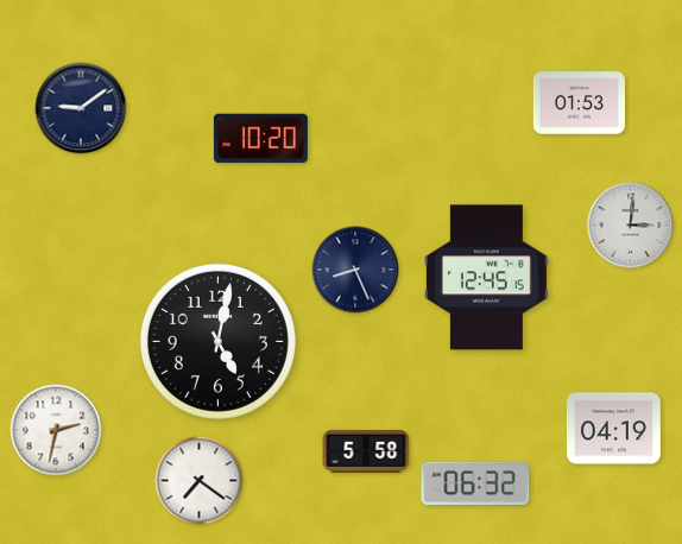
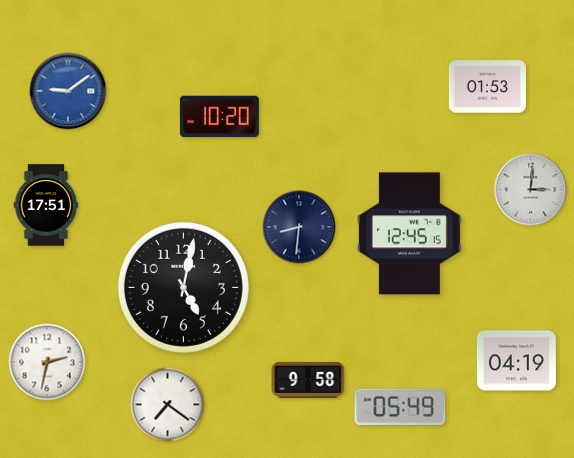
clock at (81, 108) dial: navy -> blue
clock at (46, 205): none -> 17:51
clock at (355, 270): 8:26 -> 8:31
clock at (366, 451): 5:58 -> 9:58
clock at (475, 482): 06:32 -> 05:49
